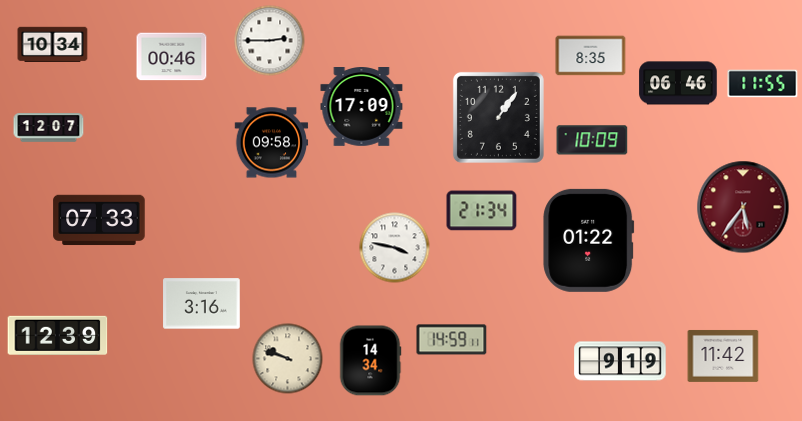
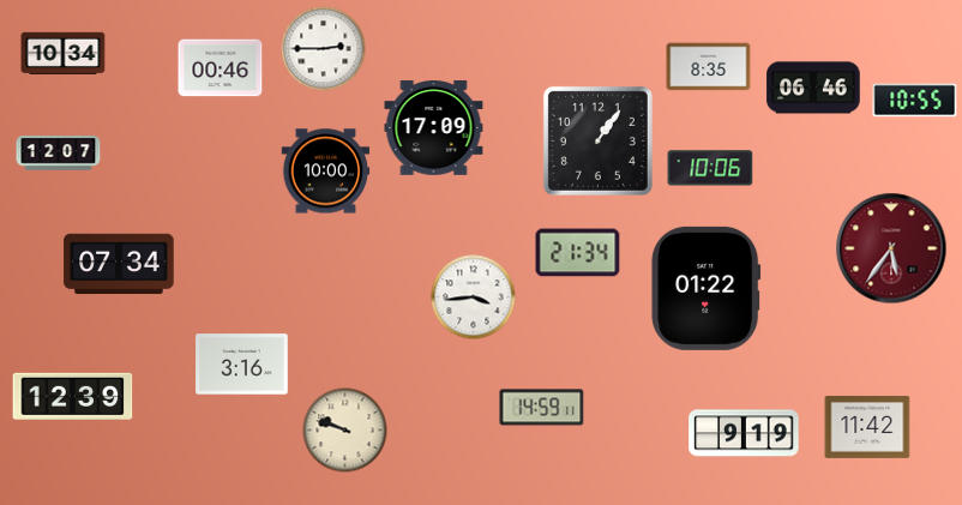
clock at (172, 57) position: (172, 57) -> (221, 68)
clock at (678, 83) position: (678, 83) -> (813, 88)
clock at (763, 84): 11:55 -> 10:55
clock at (592, 140): 10:09 -> 10:06
clock at (272, 143): 09:58 -> 10:00
clock at (99, 220): 07:33 -> 07:34
clock at (395, 248): 3:47 -> 3:44
clock at (58, 335) position: (58, 335) -> (73, 396)
clock at (370, 361): 14:34 -> none
